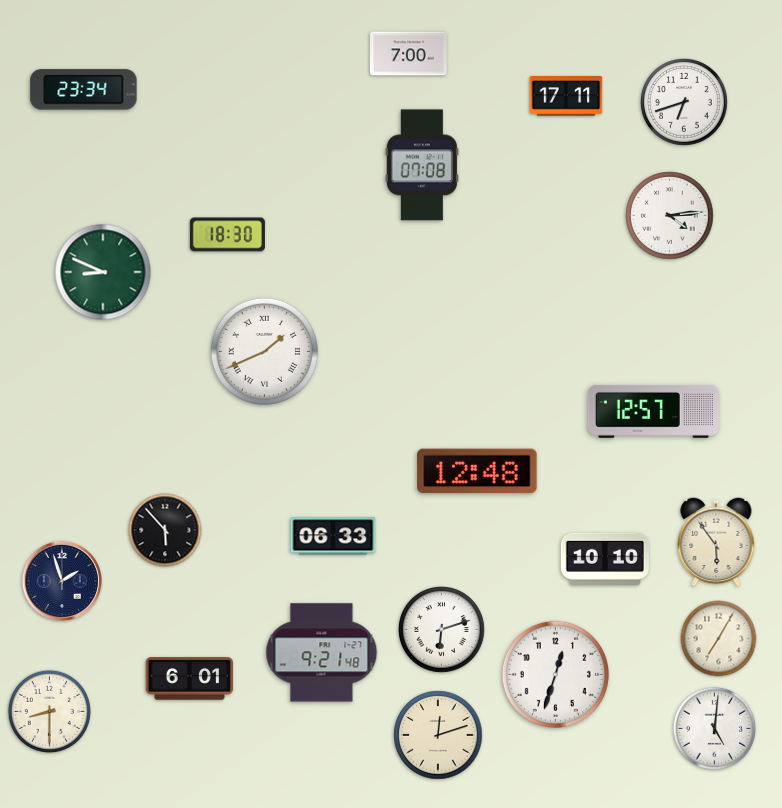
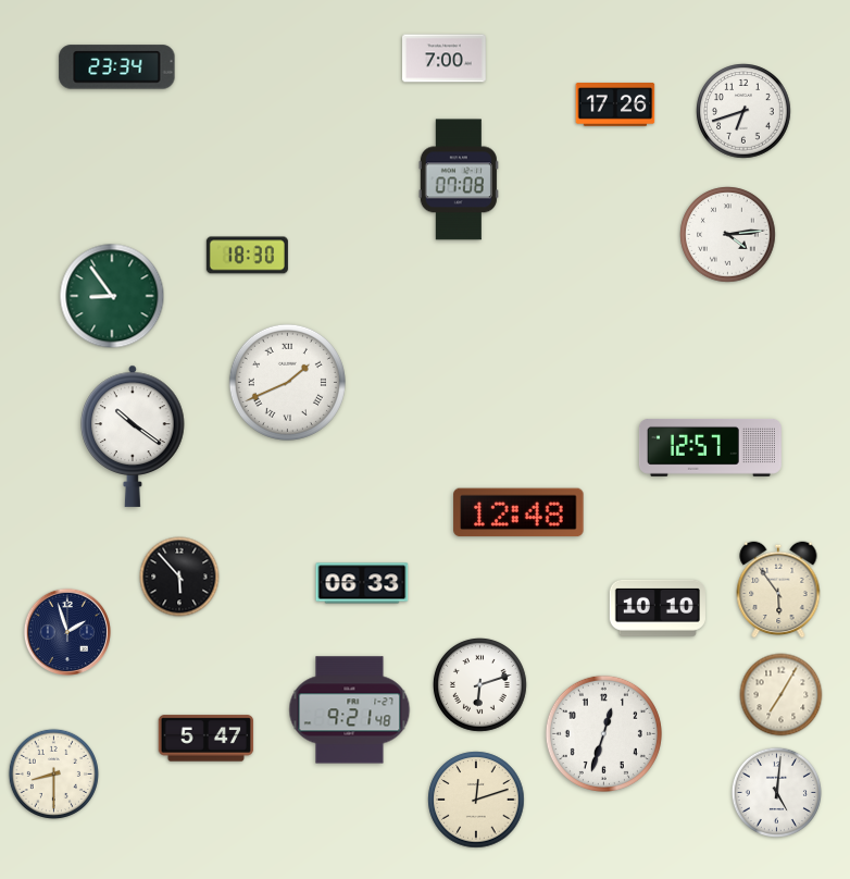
clock at (84, 90) position: (84, 90) -> (117, 67)
clock at (566, 96): 17:11 -> 17:26
clock at (103, 272): 8:49 -> 8:54
clock at (133, 436): none -> 10:21
clock at (190, 679): 6:01 -> 5:47
